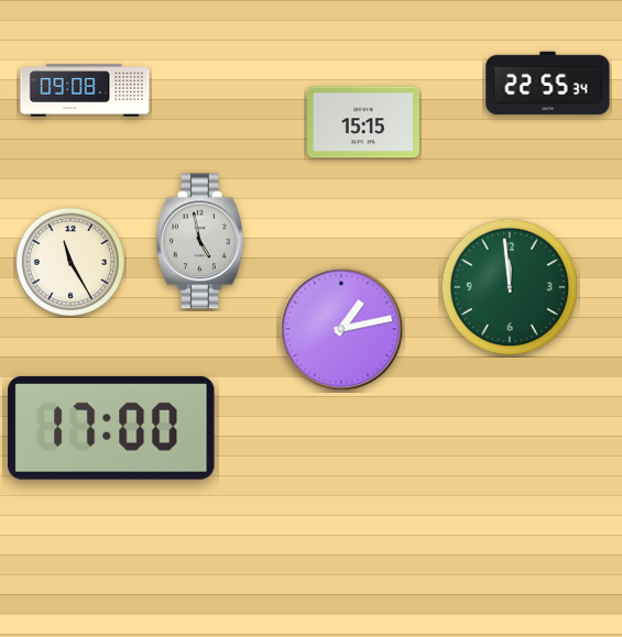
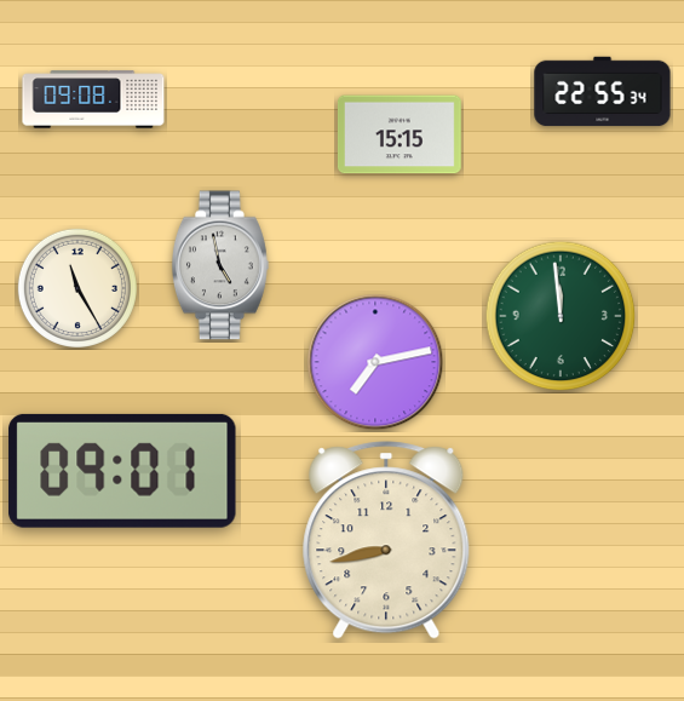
clock at (341, 329): 1:13 -> 7:13
clock at (111, 428): 17:00 -> 09:01
clock at (386, 540): none -> 8:43
